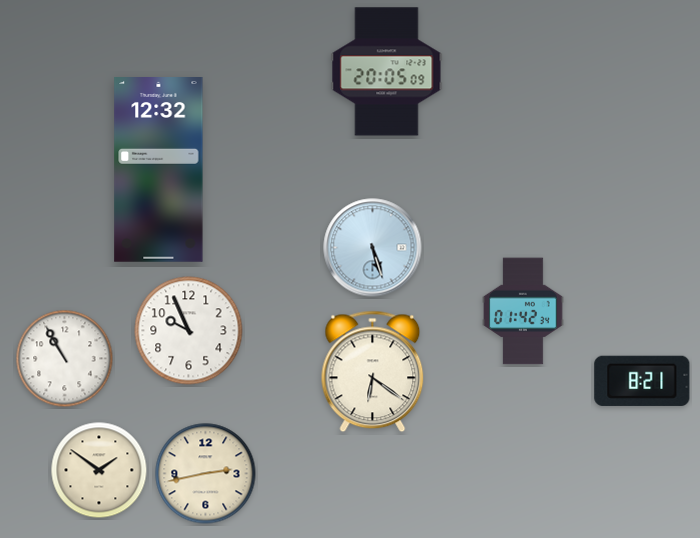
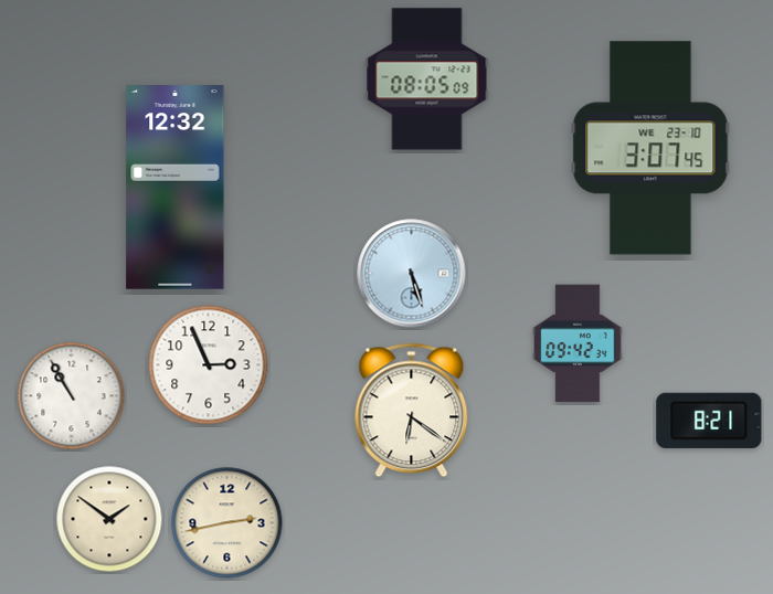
clock at (387, 72): 20:05 -> 08:05
clock at (650, 148): none -> 3:07
clock at (523, 311): 01:42 -> 09:42
clock at (189, 331): 9:56 -> 2:56
